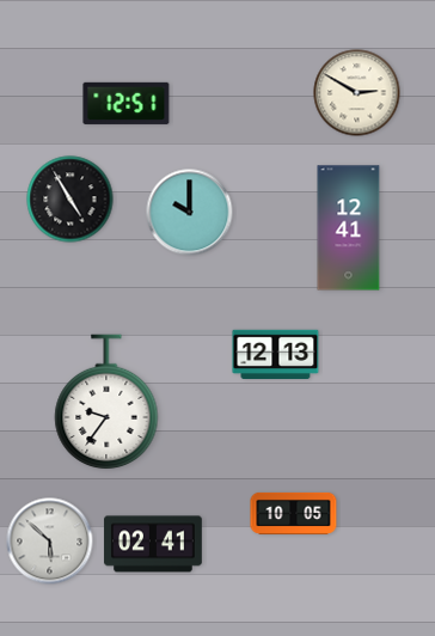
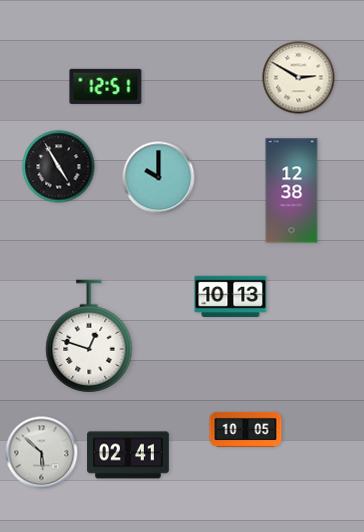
clock at (349, 228): 12:41 -> 12:38
clock at (276, 354): 12:13 -> 10:13
clock at (106, 403): 9:36 -> 12:48
